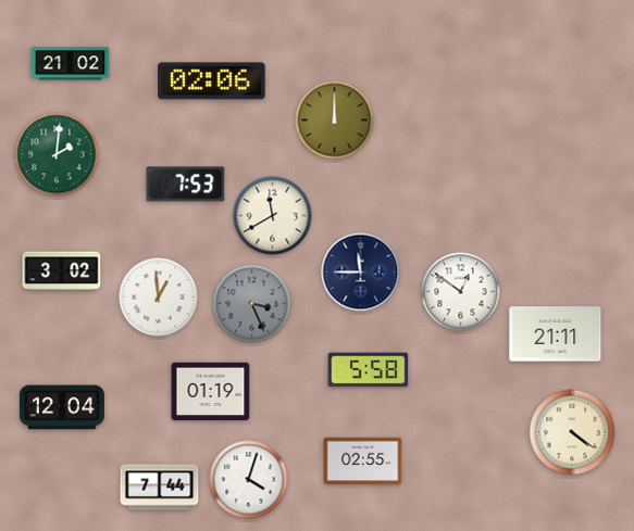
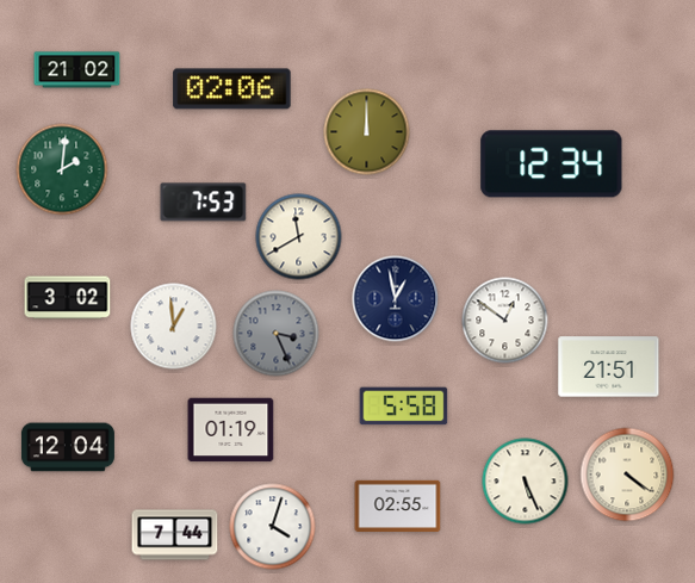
clock at (552, 165): none -> 12:34
clock at (361, 273): 11:45 -> 12:58
clock at (556, 334): 21:11 -> 21:51
clock at (526, 482): none -> 5:26
